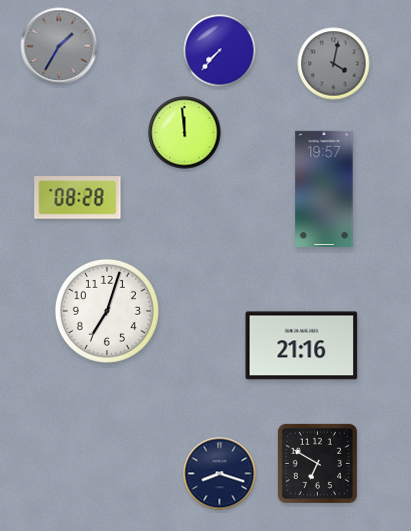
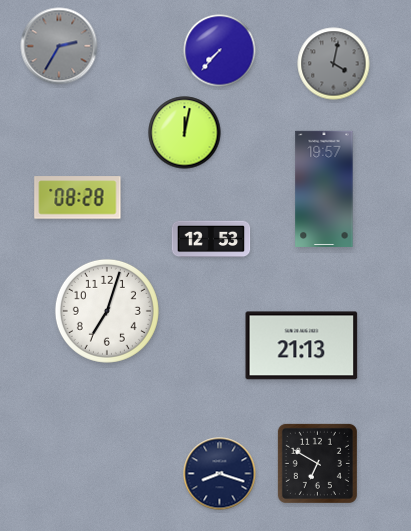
clock at (59, 46): 1:35 -> 2:35
clock at (185, 133): 11:59 -> 12:02
clock at (211, 239): none -> 12:53
clock at (302, 346): 21:16 -> 21:13
